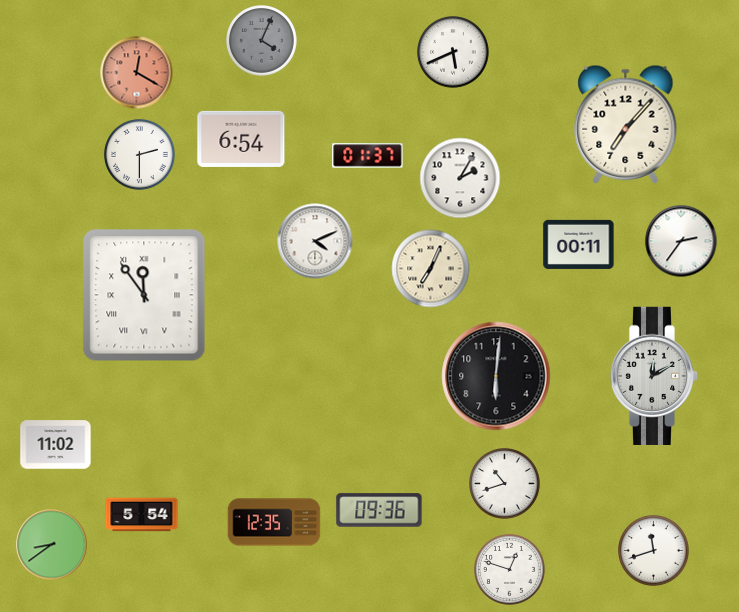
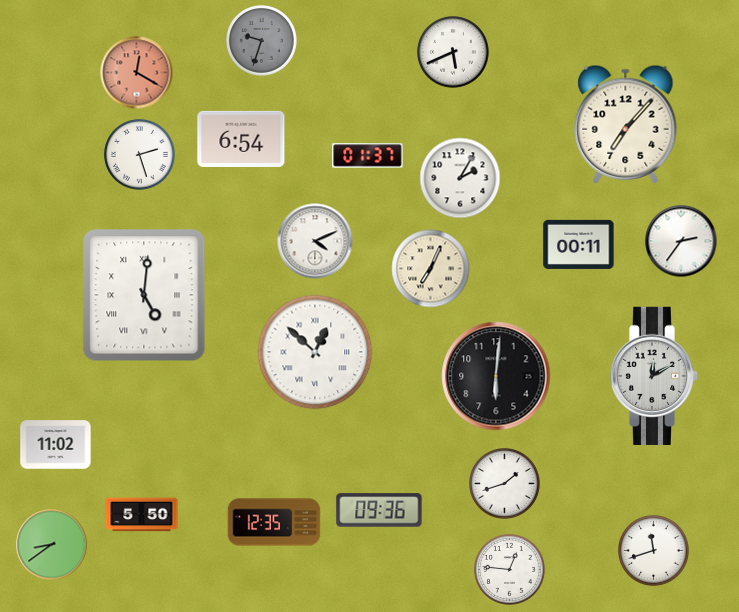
clock at (262, 41): 4:04 -> 9:33
clock at (140, 155): 2:30 -> 2:27
clock at (144, 295): 11:54 -> 5:01
clock at (315, 352): none -> 12:52
clock at (505, 484): 10:42 -> 1:42
clock at (142, 515): 5:54 -> 5:50
clock at (510, 570): 12:48 -> 12:46
